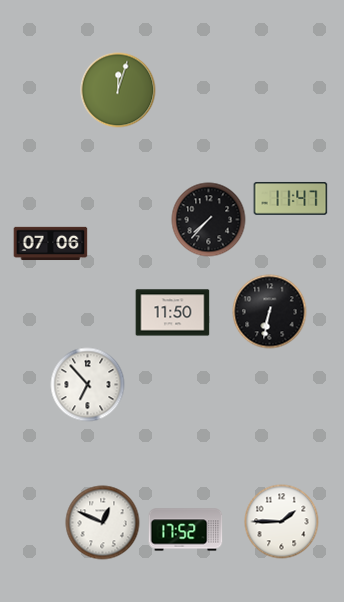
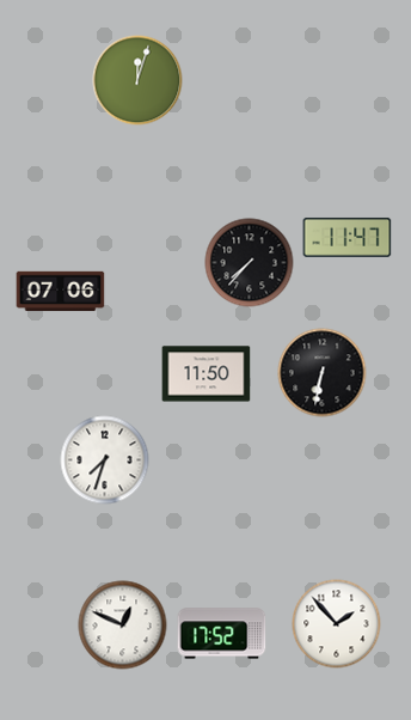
clock at (118, 90) position: (118, 90) -> (137, 80)
clock at (88, 385): 6:53 -> 7:33
clock at (282, 522): 1:45 -> 1:53
